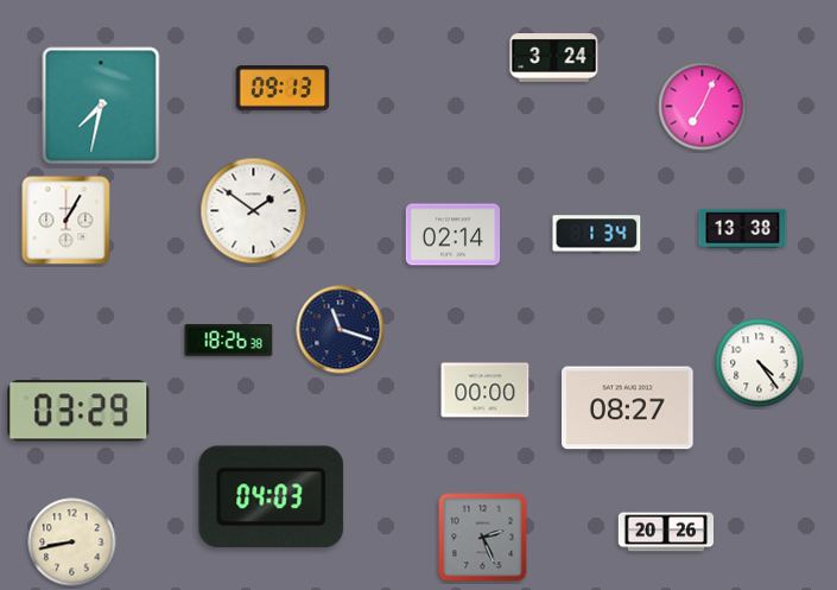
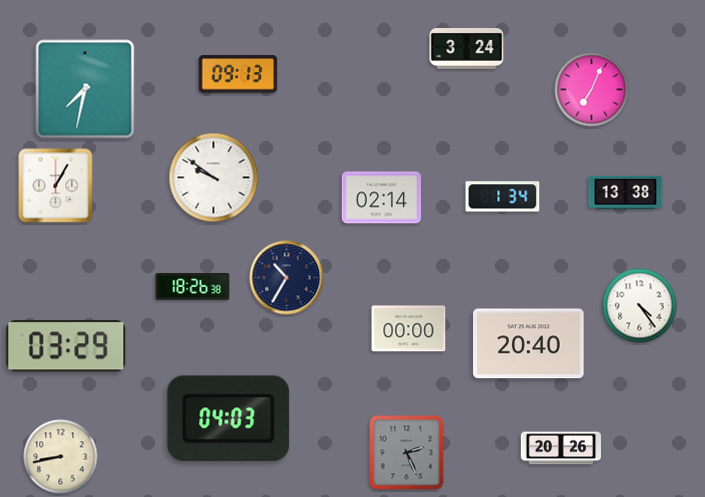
clock at (254, 211): 1:51 -> 9:51
clock at (341, 330): 11:18 -> 10:35
clock at (628, 408): 08:27 -> 20:40
